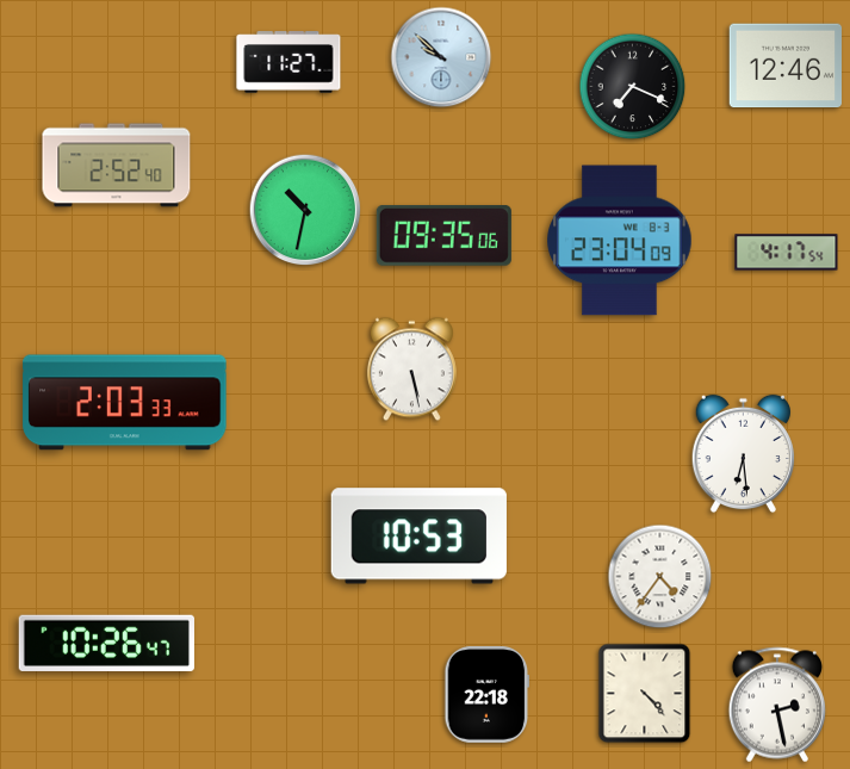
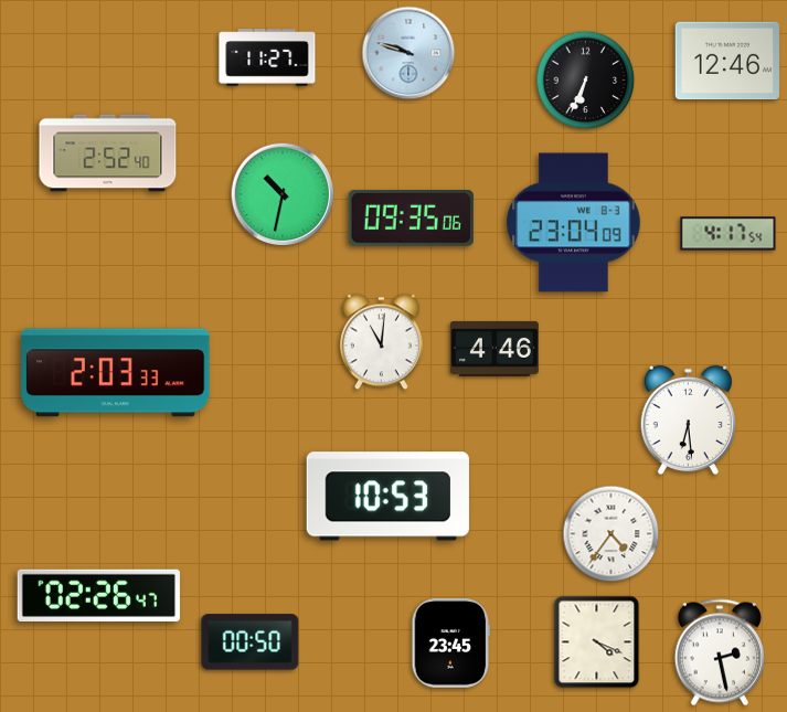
clock at (441, 57): 9:52 -> 9:48
clock at (633, 87): 7:19 -> 6:34
clock at (411, 370): 5:28 -> 11:01
clock at (494, 349): none -> 4:46
clock at (106, 643): 10:26 -> 02:26
clock at (251, 642): none -> 00:50
clock at (645, 694): 4:23 -> 4:19
clock at (488, 695): 22:18 -> 23:45
